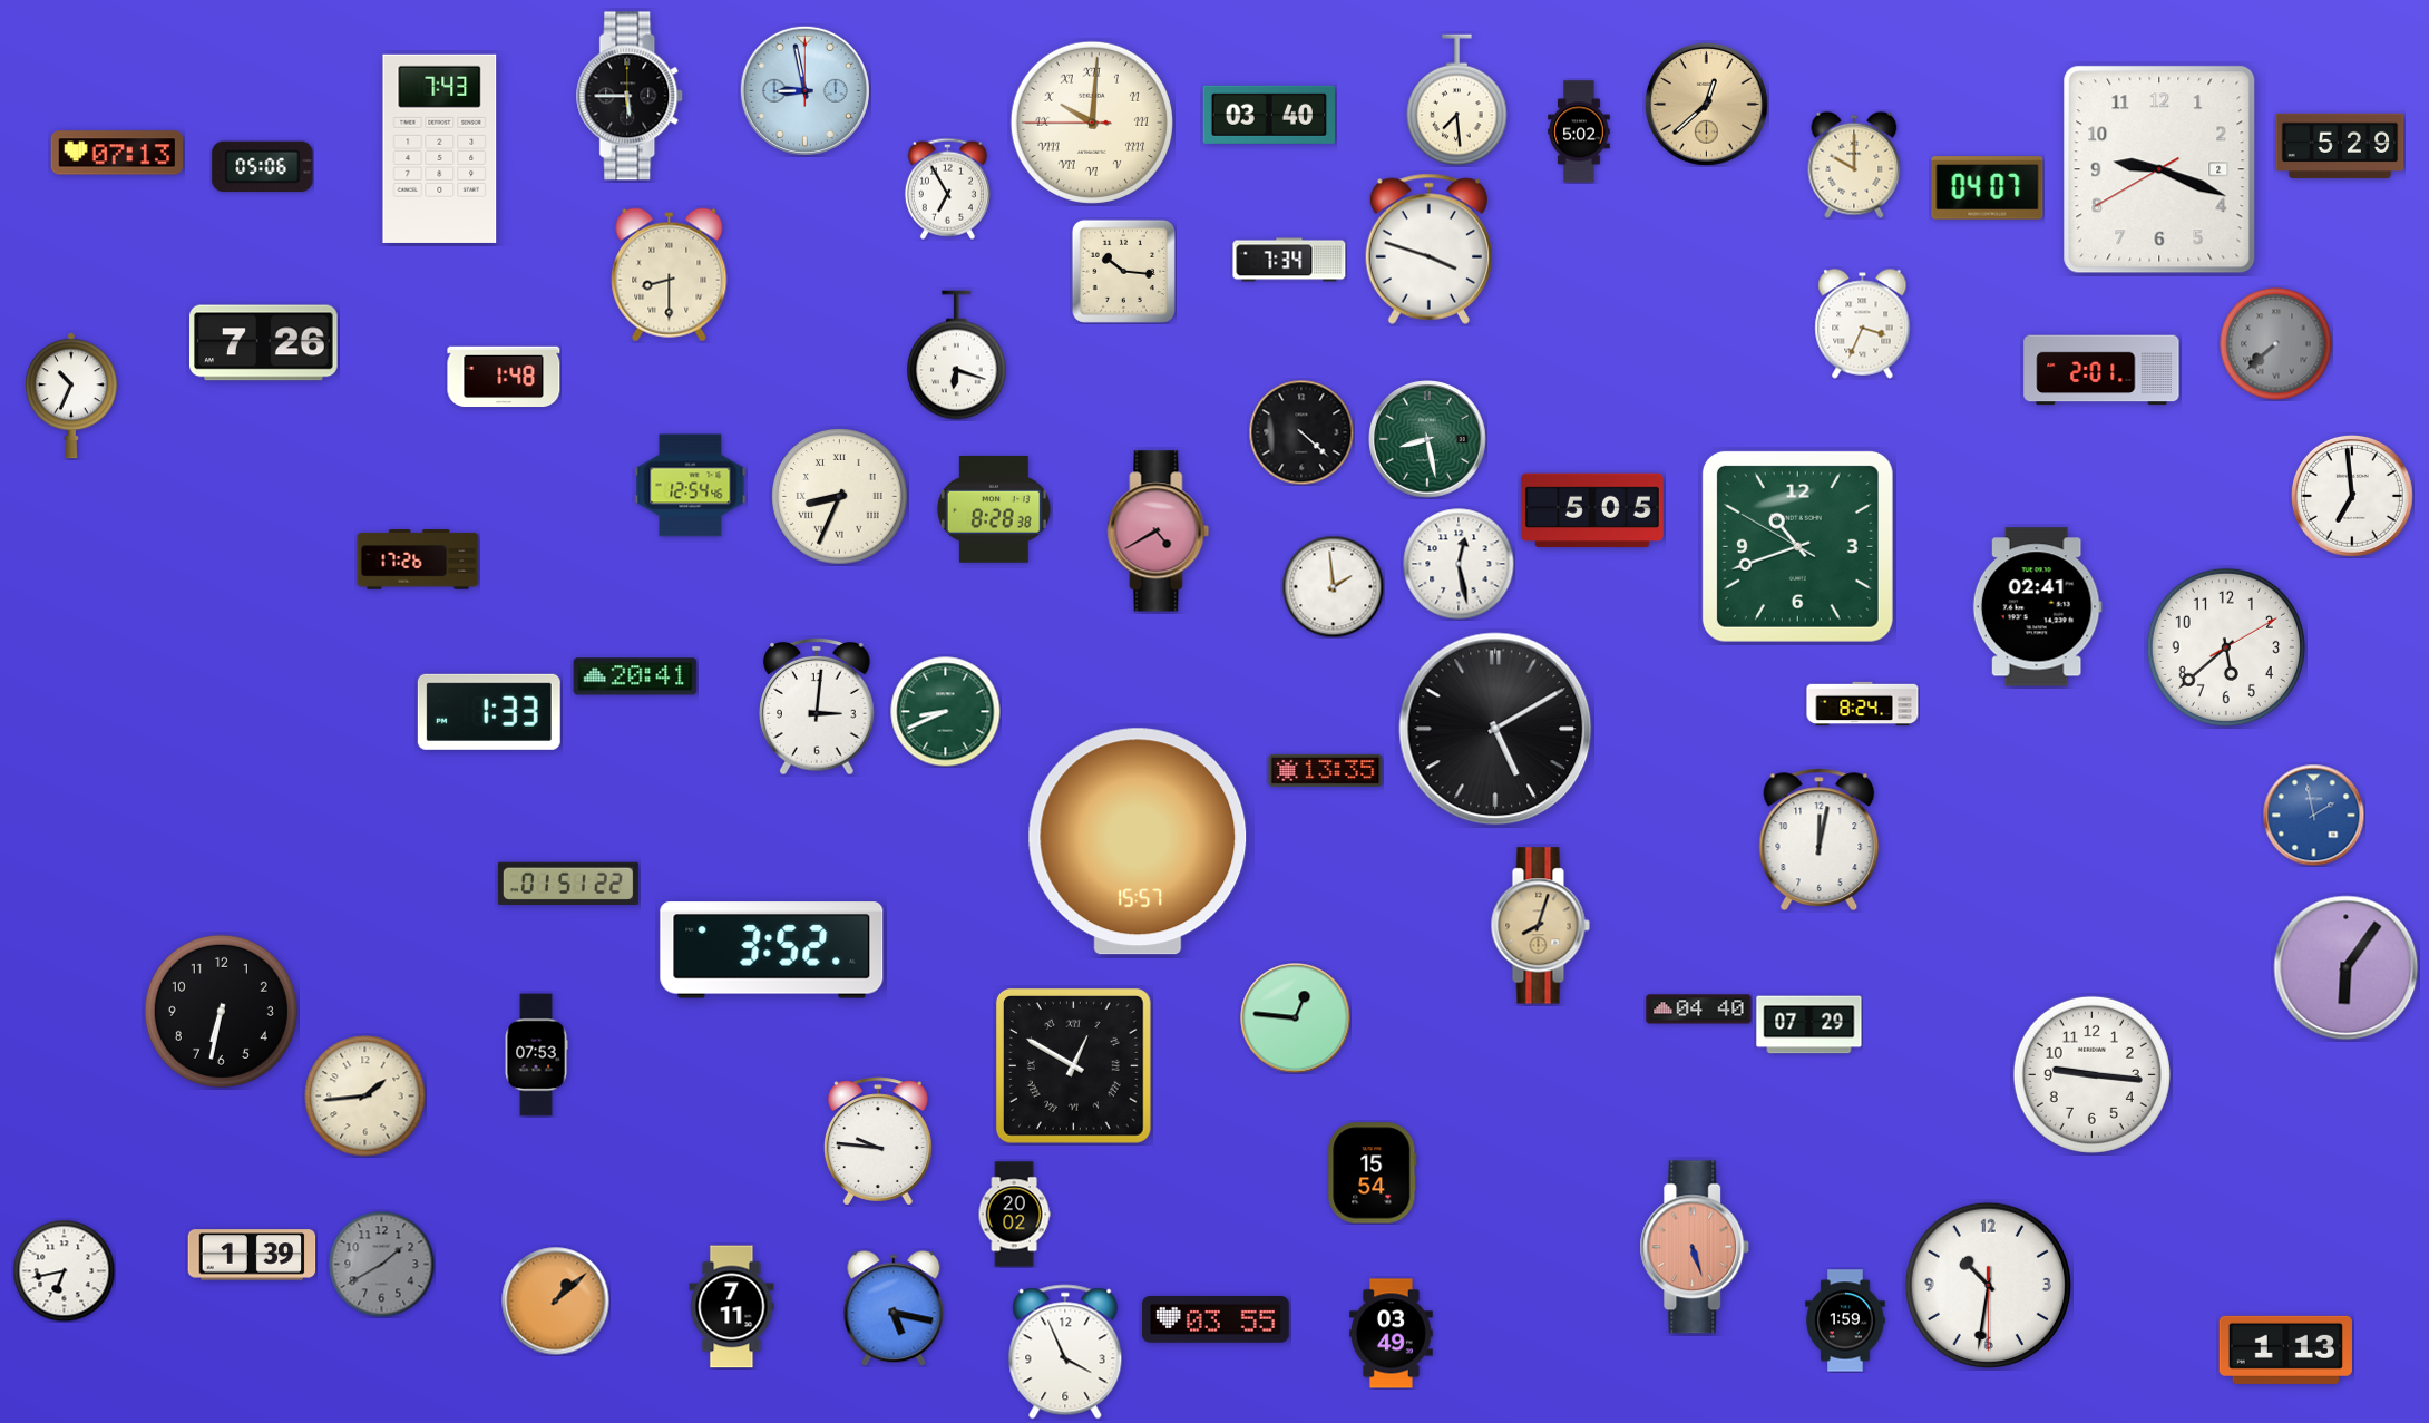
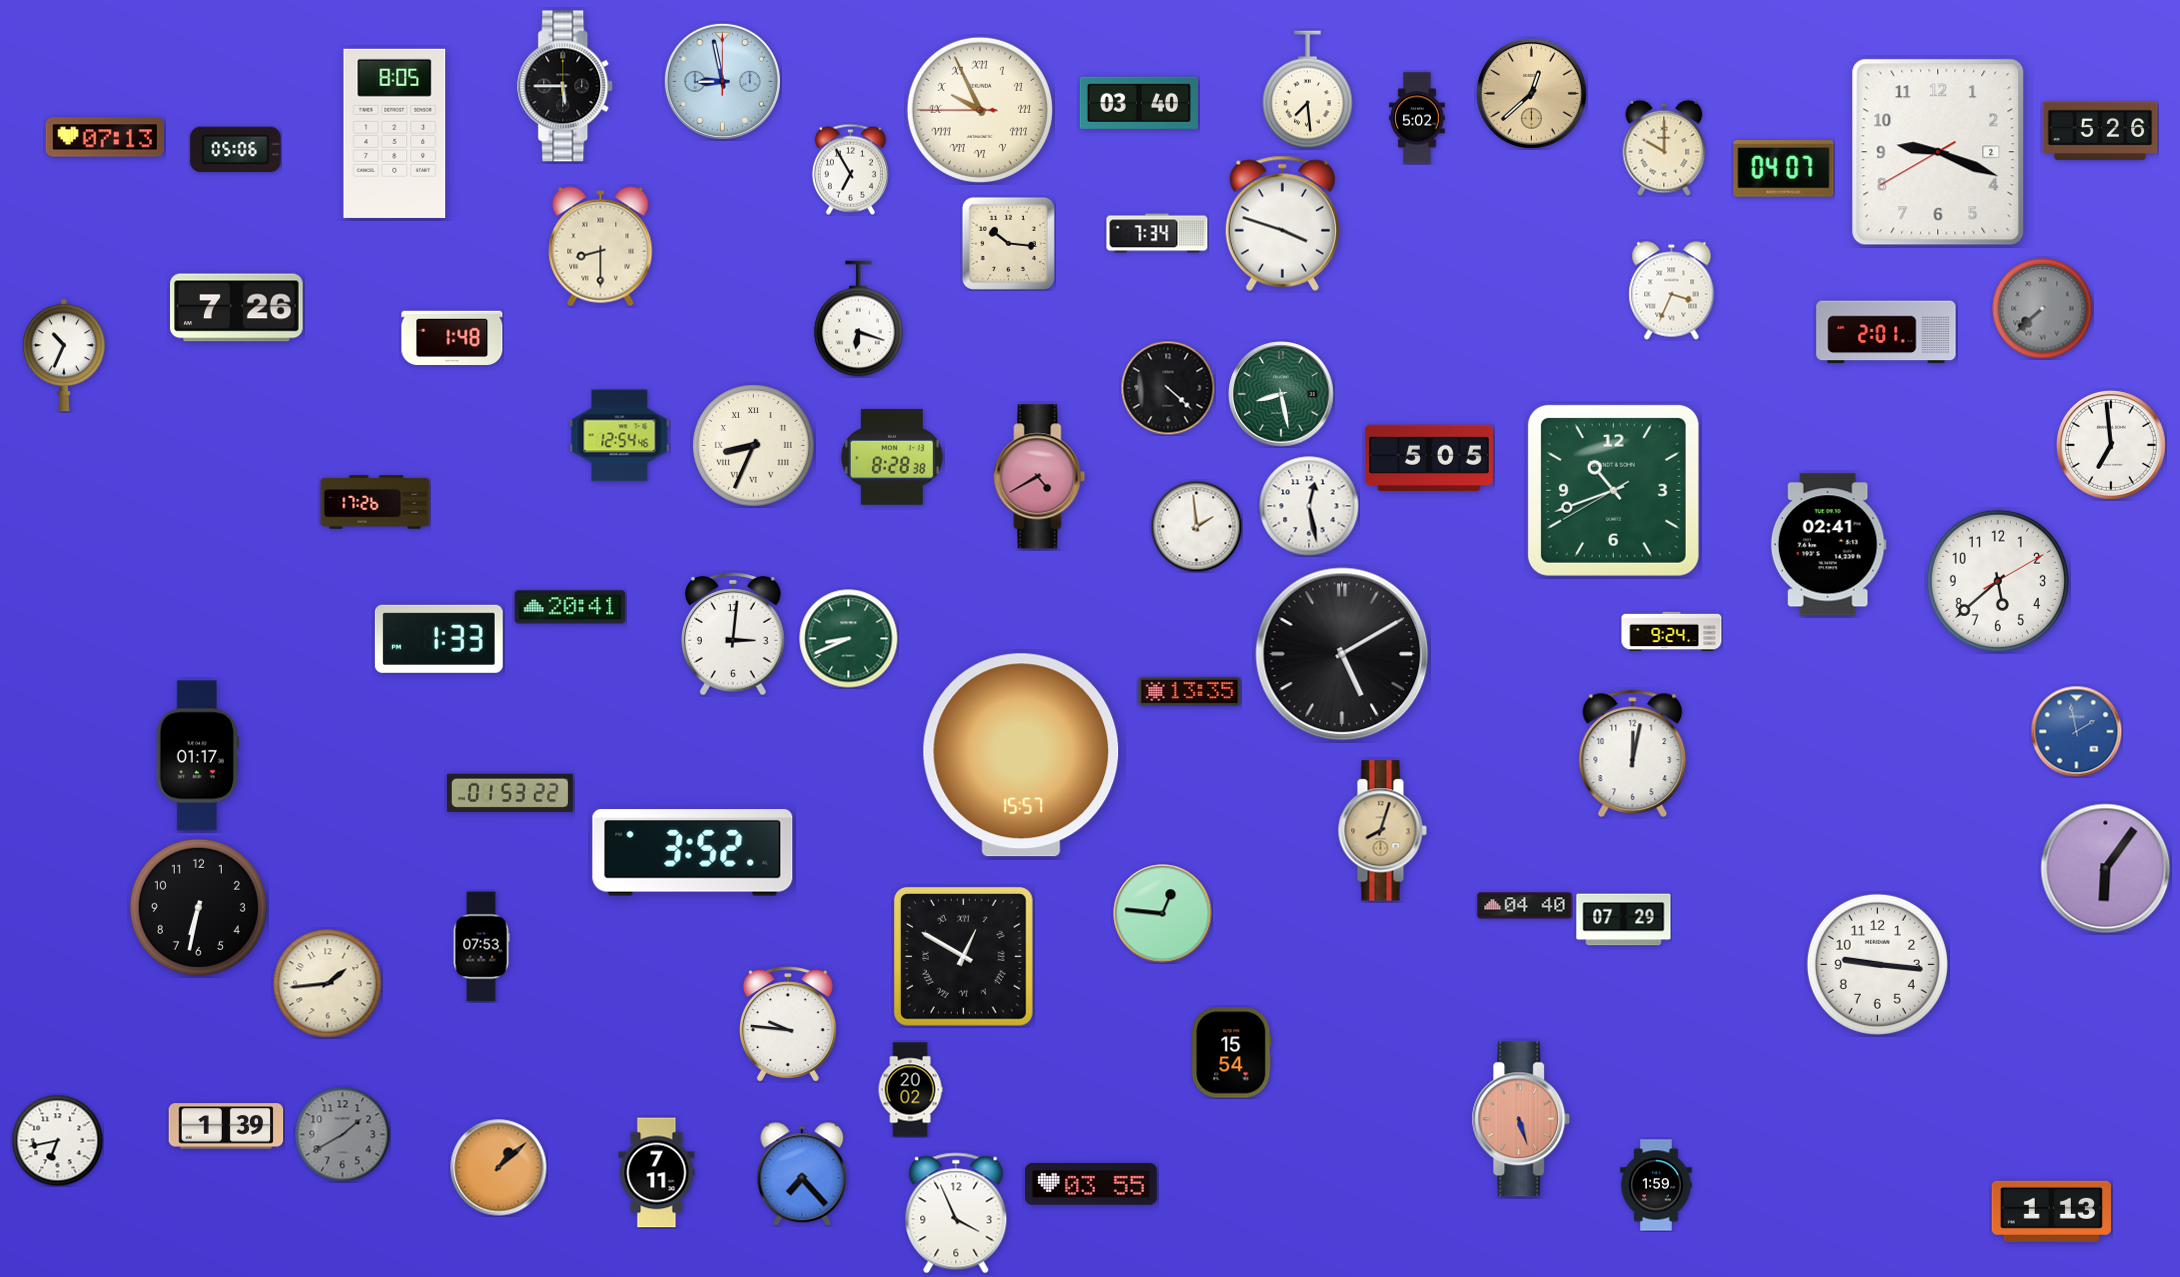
clock at (1092, 123): 10:00 -> 9:55
clock at (2340, 146): 5:29 -> 5:26
clock at (440, 148): 7:43 -> 8:05
clock at (1797, 546): 10:41:50 -> 10:41:40
clock at (1863, 704): 8:24 -> 9:24
clock at (197, 756): none -> 01:17
clock at (568, 884): 01:51 -> 01:53
clock at (1988, 1285): 10:31 -> none
clock at (894, 1308): 5:17 -> 7:23
clock at (1392, 1334): 03:49 -> none
